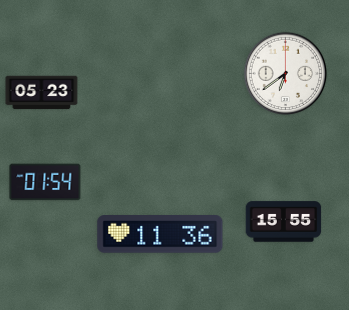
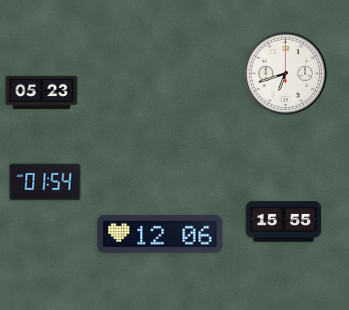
clock at (286, 74): 6:39 -> 6:42
clock at (160, 235): 11:36 -> 12:06
